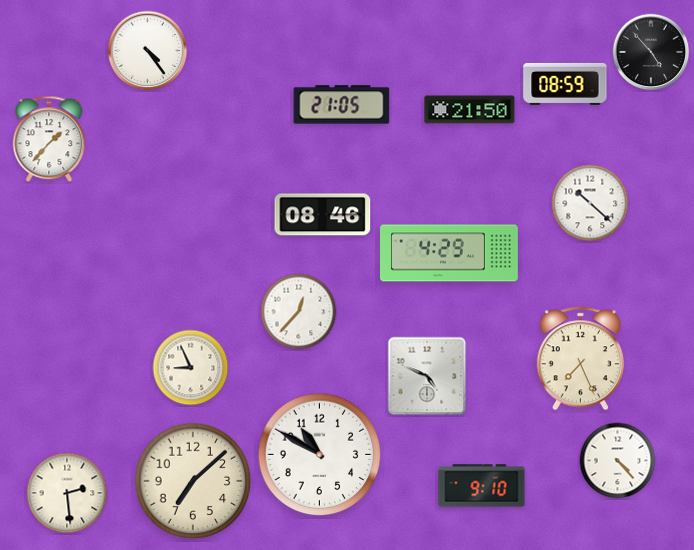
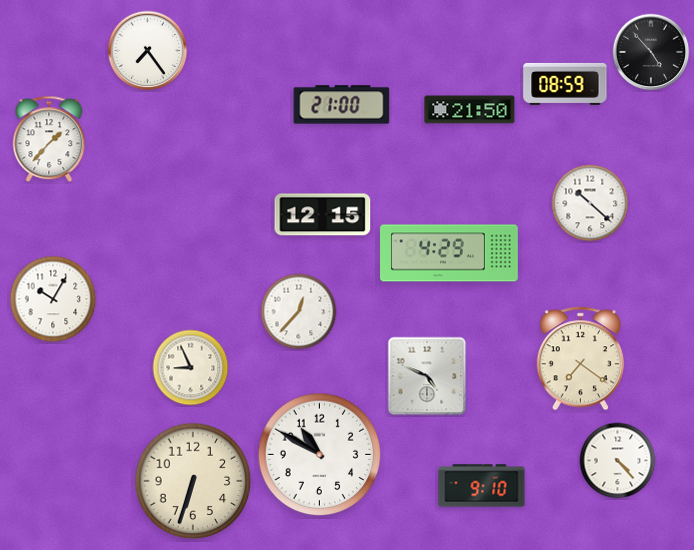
clock at (148, 51): 4:24 -> 7:24
clock at (342, 105): 21:05 -> 21:00
clock at (323, 215): 08:46 -> 12:15
clock at (53, 299): none -> 10:05
clock at (580, 359): 7:26 -> 7:21
clock at (193, 481): 7:08 -> 6:33
clock at (67, 493): 2:29 -> none
